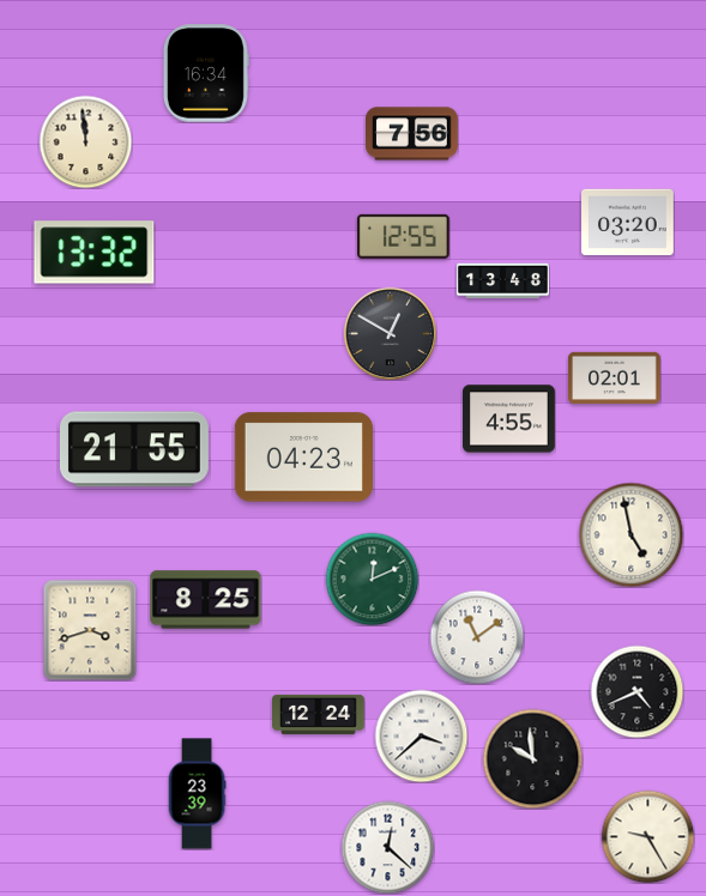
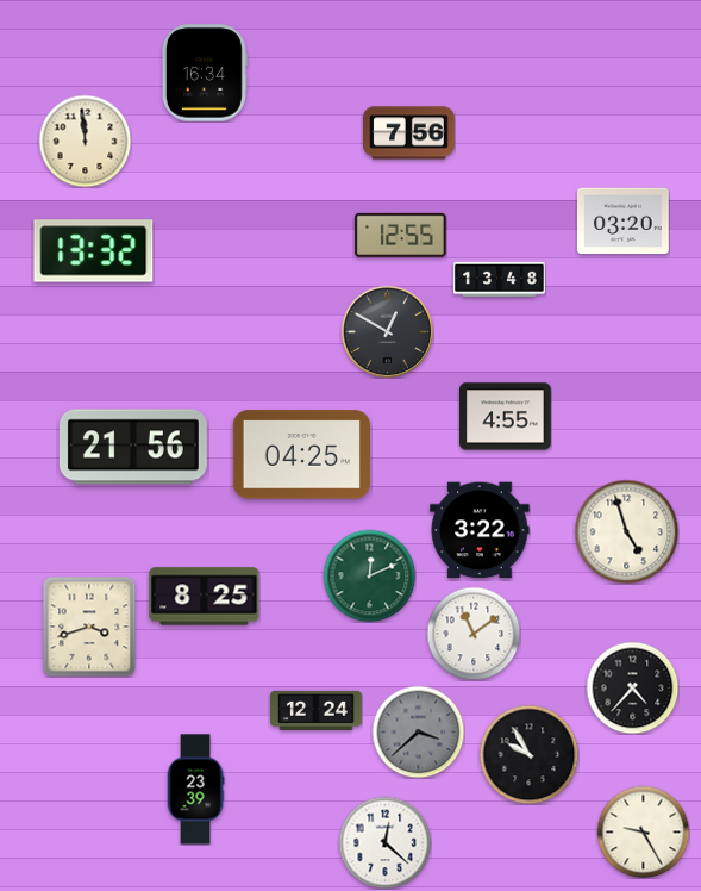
clock at (615, 377): 02:01 -> none
clock at (134, 449): 21:55 -> 21:56
clock at (303, 458): 04:23 -> 04:25
clock at (480, 530): none -> 3:22
clock at (630, 534): 4:58 -> 4:57
clock at (636, 691): 4:41 -> 4:37
clock at (421, 735) dial: white -> grey
clock at (532, 758): 9:59 -> 9:55
